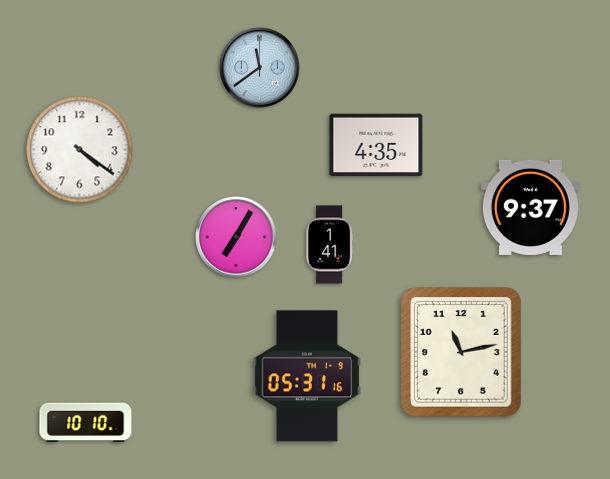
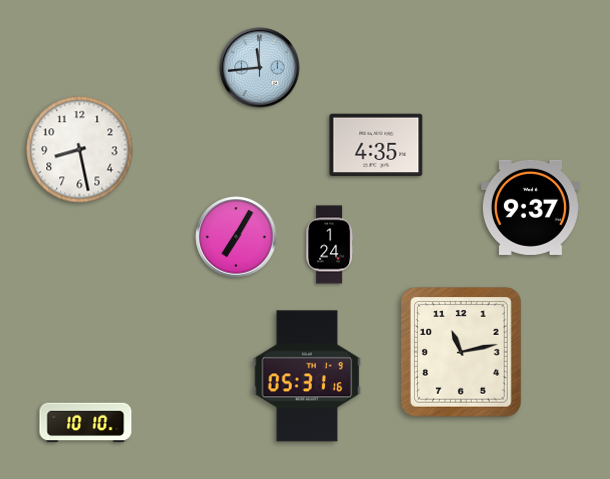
clock at (260, 68): 11:39 -> 11:44
clock at (80, 150): 4:21 -> 8:28
clock at (330, 245): 1:41 -> 1:24
